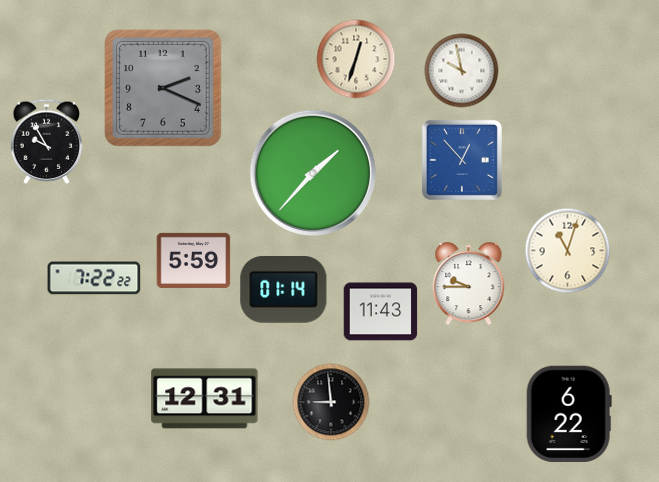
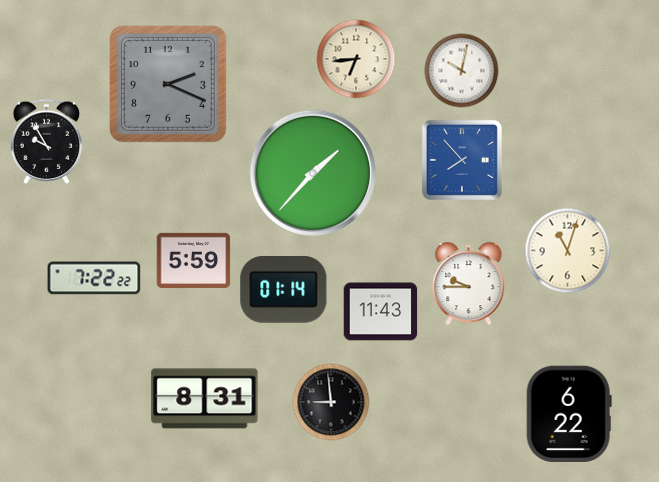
clock at (356, 59): 12:33 -> 6:44
clock at (462, 71): 9:58 -> 10:02
clock at (163, 88) position: (163, 88) -> (168, 84)
clock at (462, 160): 12:53 -> 7:53
clock at (205, 399): 12:31 -> 8:31
